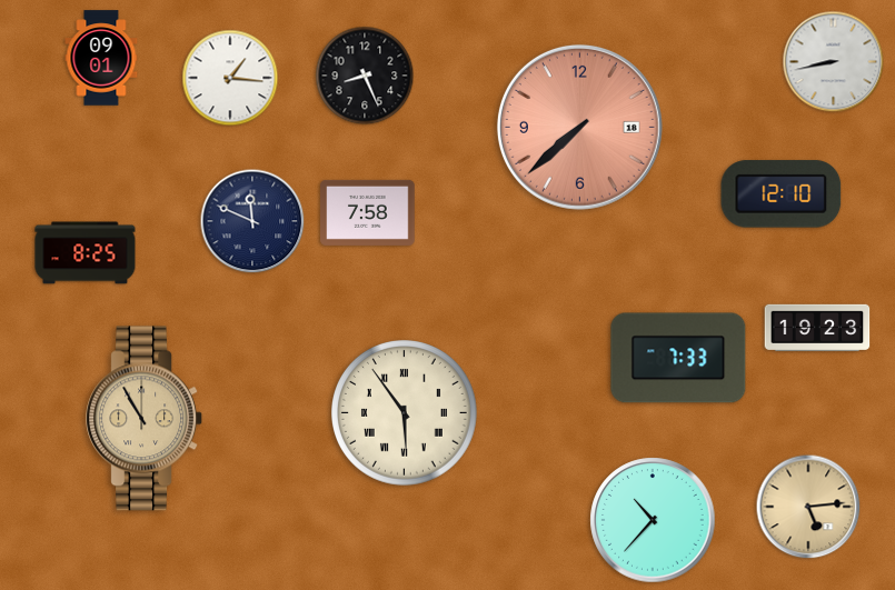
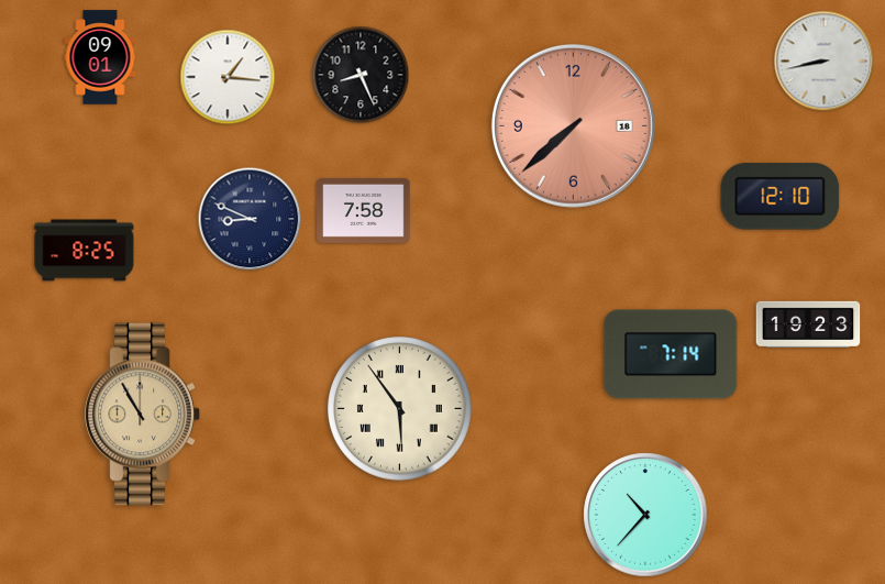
clock at (782, 194) position: (782, 194) -> (781, 197)
clock at (252, 221): 11:49 -> 8:49
clock at (678, 358): 7:33 -> 7:14
clock at (808, 507): 5:14 -> none
